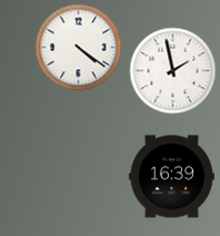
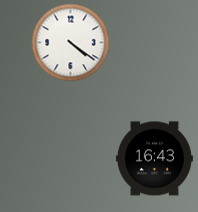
clock at (172, 70): 1:58 -> none
clock at (171, 177): 16:39 -> 16:43
